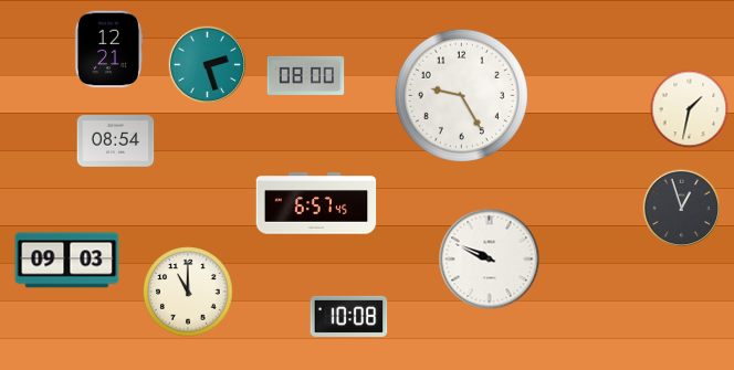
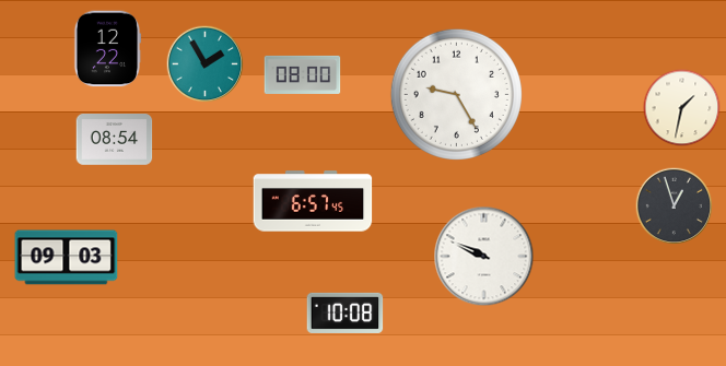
clock at (108, 50): 12:21 -> 12:22
clock at (208, 65): 2:27 -> 1:55
clock at (188, 292): 11:00 -> none
